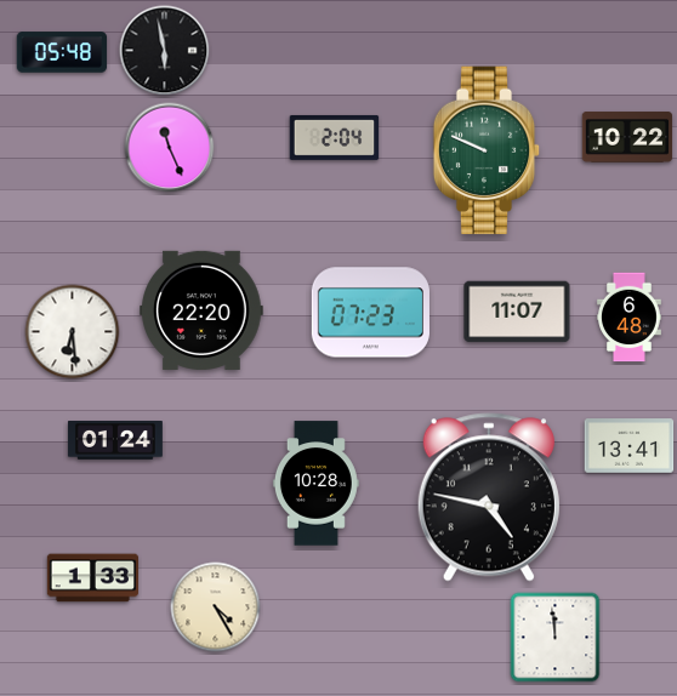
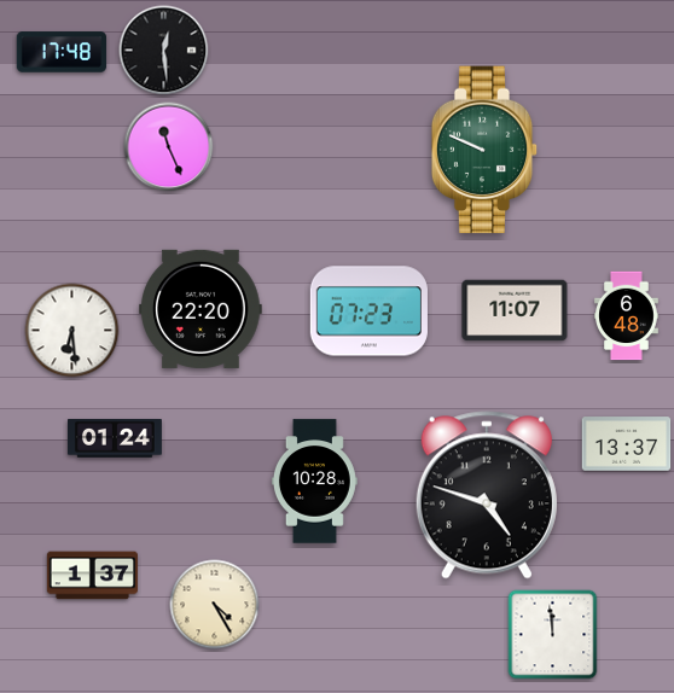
clock at (165, 51): 5:58 -> 12:29
clock at (62, 52): 05:48 -> 17:48
clock at (335, 137): 2:04 -> none
clock at (627, 137): 10:22 -> none
clock at (630, 446): 13:41 -> 13:37
clock at (489, 497): 4:47 -> 4:48
clock at (92, 578): 1:33 -> 1:37
